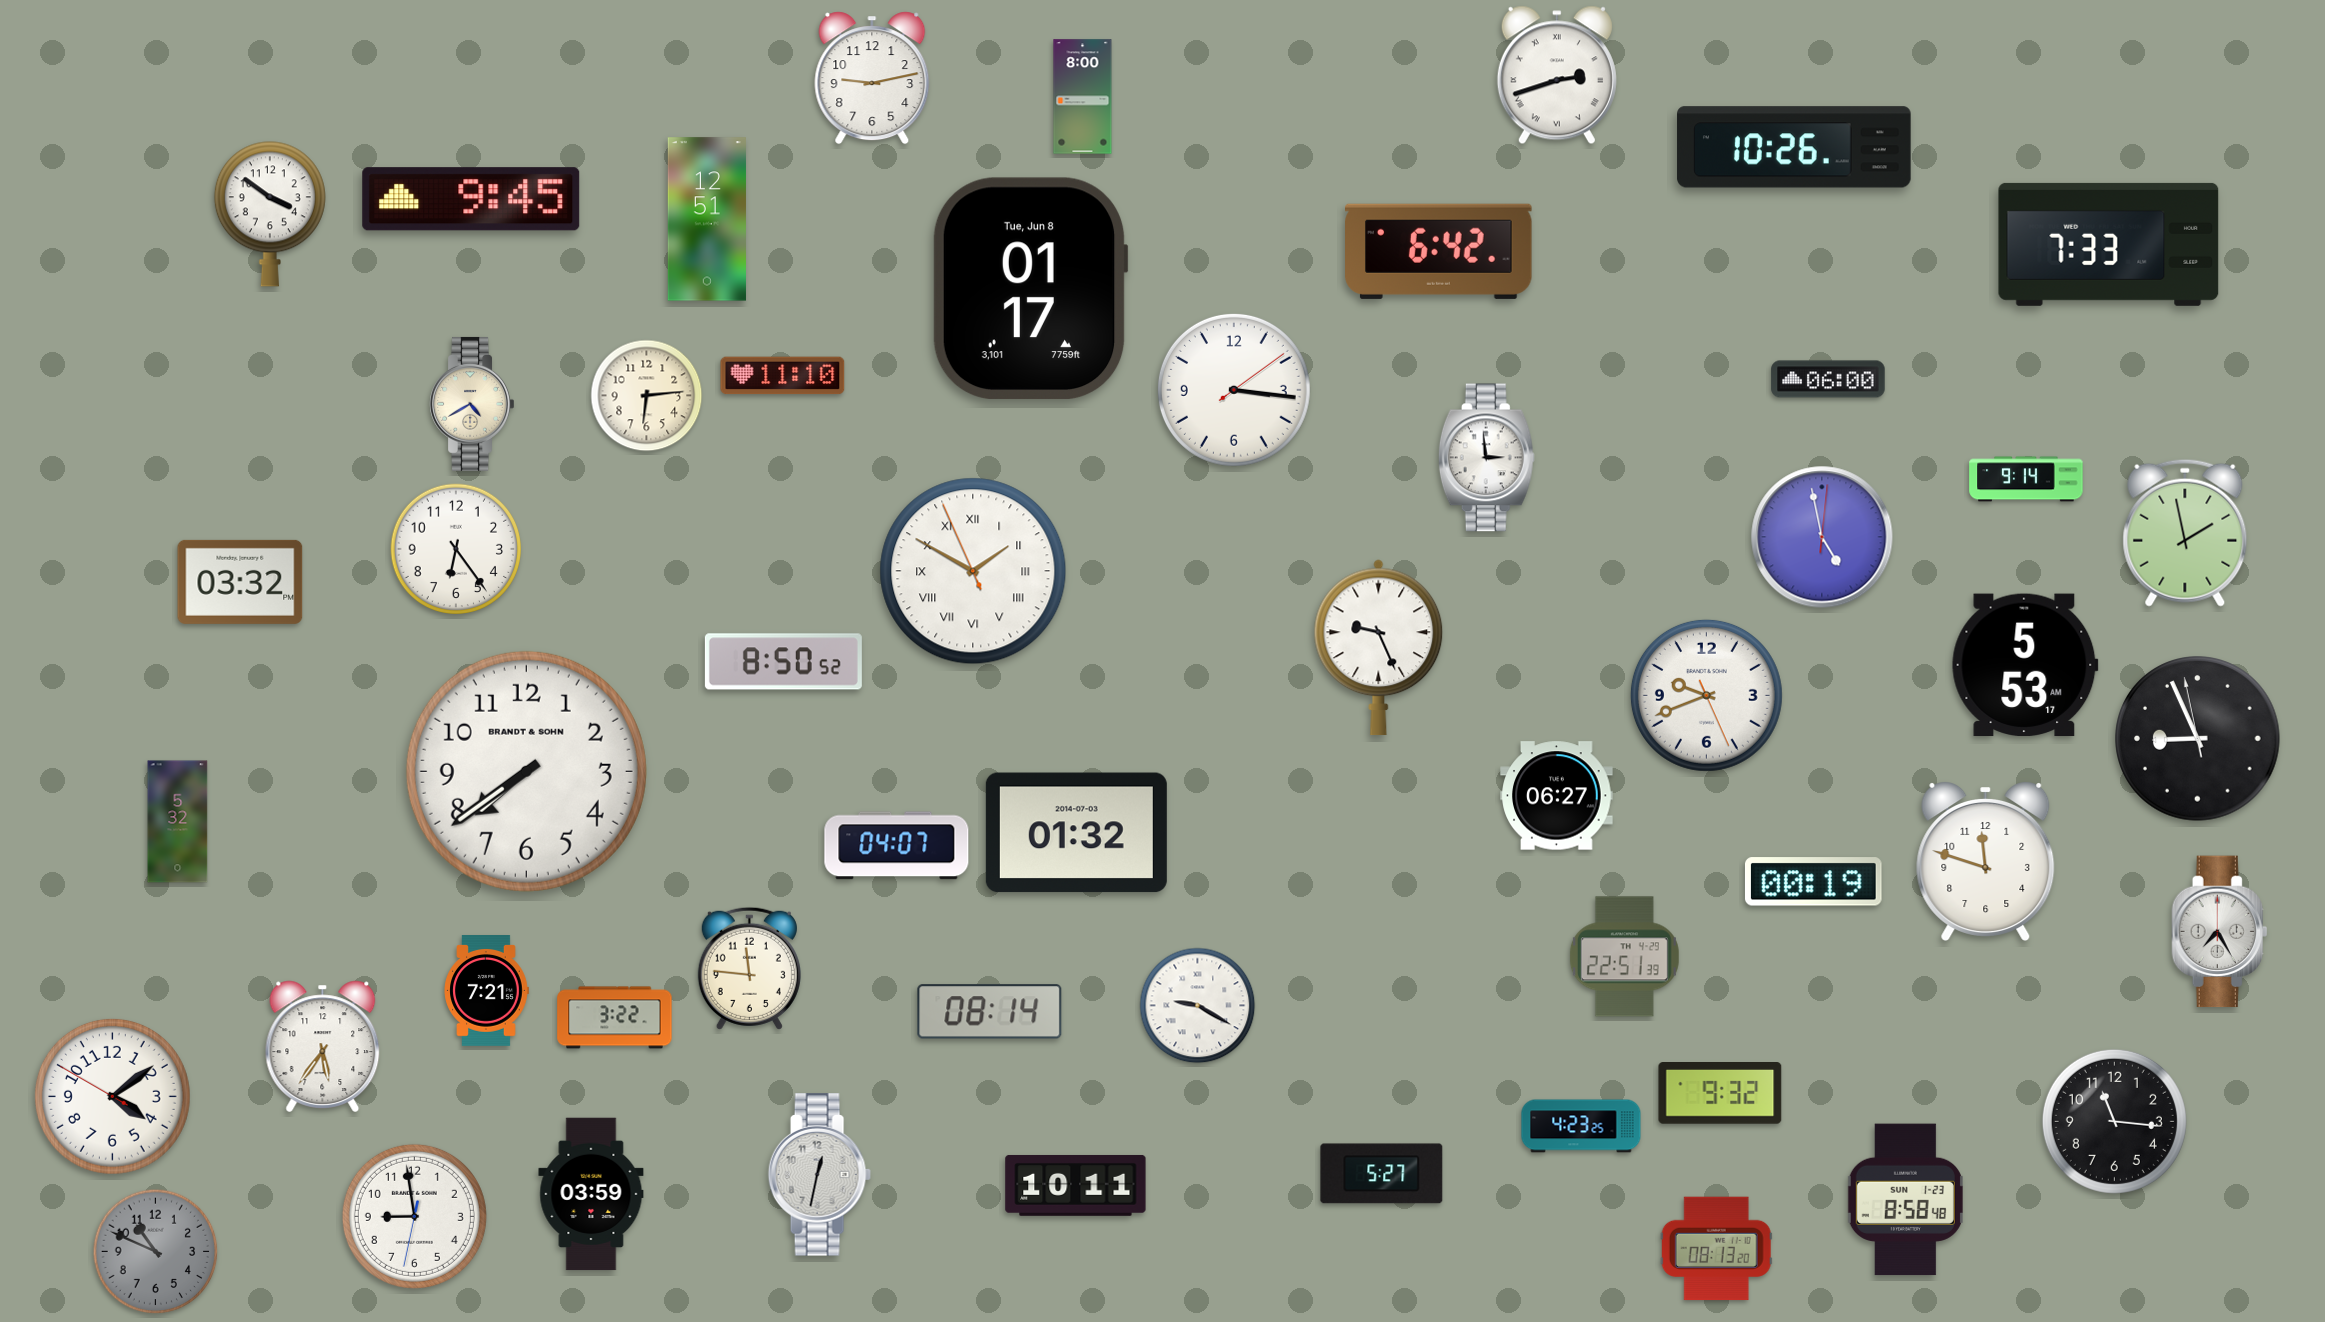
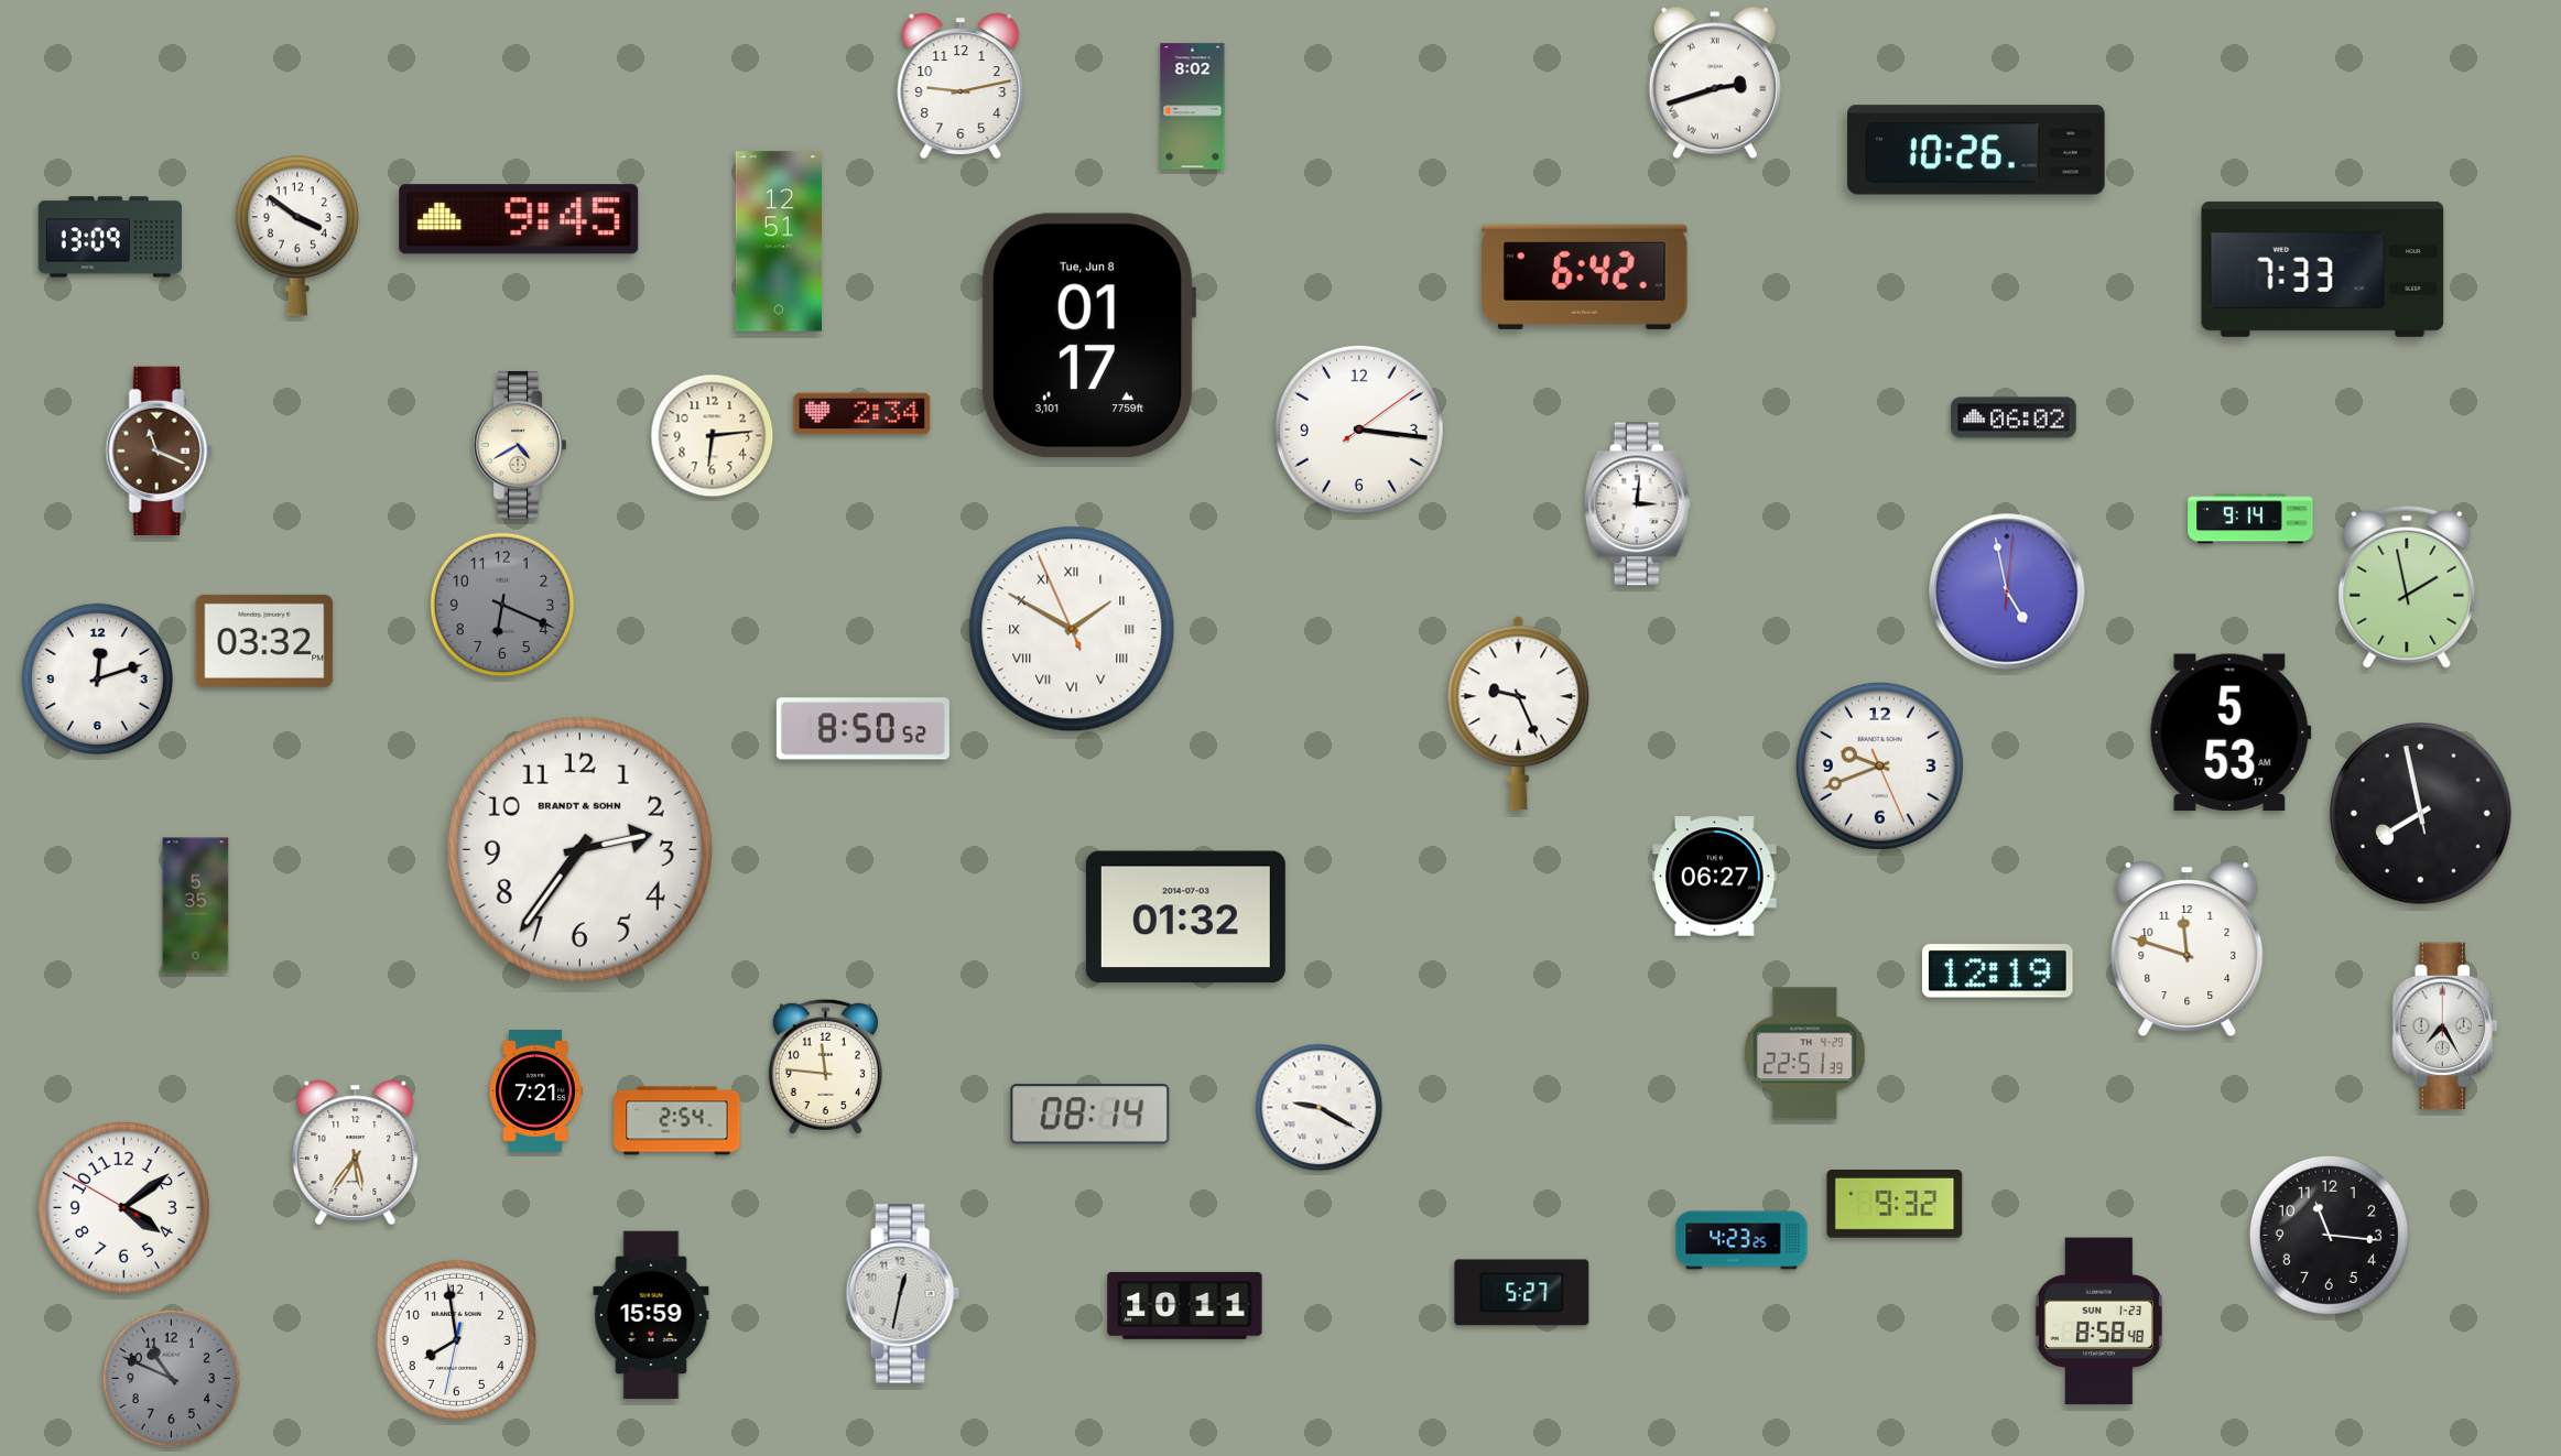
clock at (1083, 97): 8:00 -> 8:02
clock at (1794, 147) position: (1794, 147) -> (1976, 150)
clock at (110, 237): none -> 13:09
clock at (1030, 289) position: (1030, 289) -> (1088, 336)
clock at (783, 376): 11:10 -> 2:34
clock at (1828, 379): 06:00 -> 06:02
clock at (159, 450): none -> 11:19
clock at (1486, 458): 2:59 -> 3:01
clock at (2026, 479) position: (2026, 479) -> (2250, 519)
clock at (455, 548): 6:24 -> 6:19
clock at (455, 548) dial: white -> grey
clock at (97, 678): none -> 12:12
clock at (2198, 739): 8:55 -> 7:57
clock at (526, 771): 7:39 -> 2:36
clock at (178, 822): 5:32 -> 5:35
clock at (897, 846): 04:07 -> none
clock at (1813, 882): 00:19 -> 12:19
clock at (1624, 957) position: (1624, 957) -> (1804, 1054)
clock at (615, 1018): 3:22 -> 2:54
clock at (591, 1194): 03:59 -> 15:59
clock at (414, 1216): 8:58 -> 7:58
clock at (1716, 1249): 08:13 -> none
